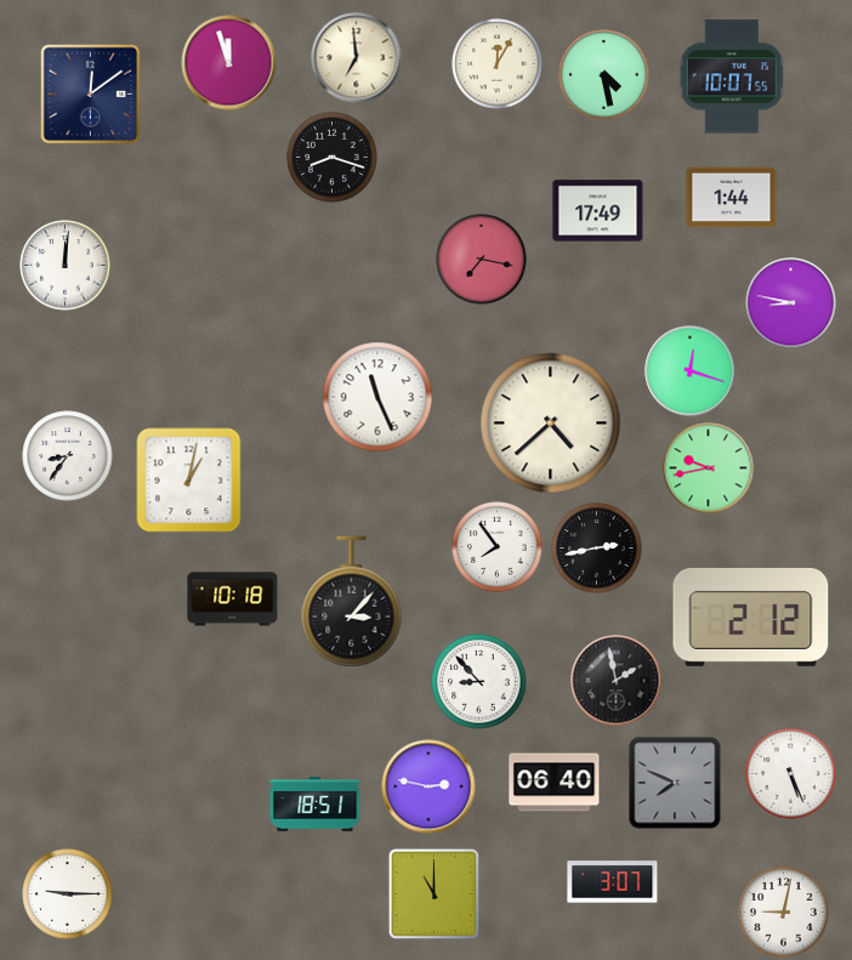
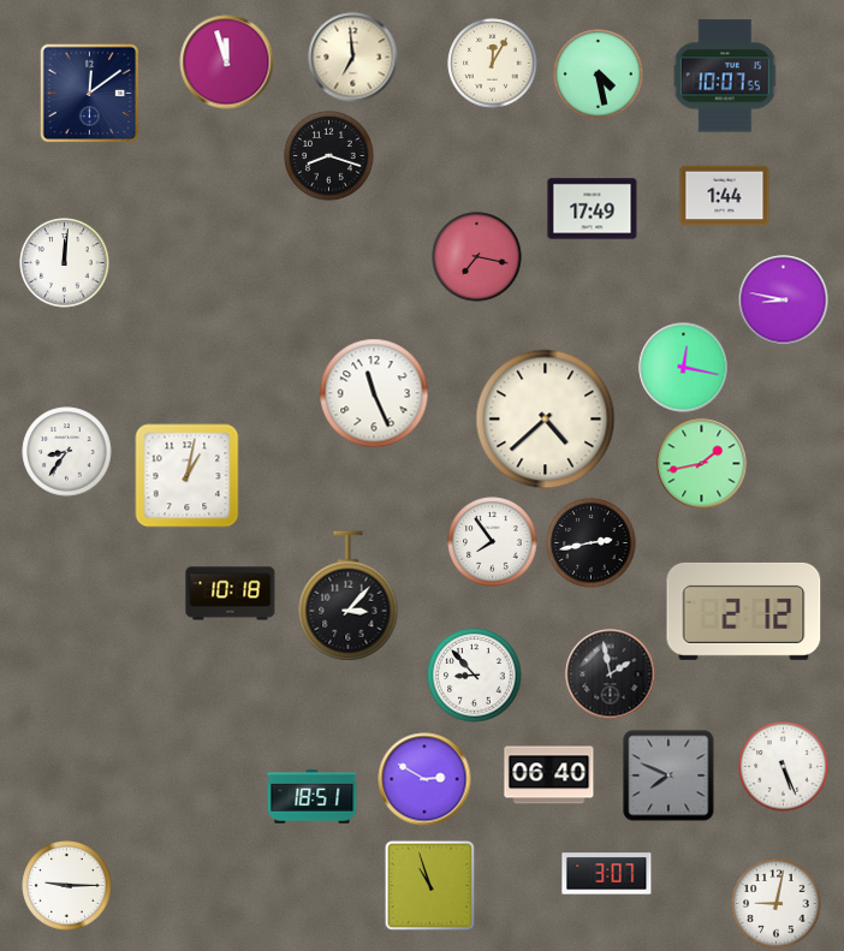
clock at (691, 371): 12:18 -> 12:17
clock at (709, 468): 9:43 -> 1:43
clock at (428, 786): 2:47 -> 2:50
clock at (434, 894): 11:00 -> 10:57
